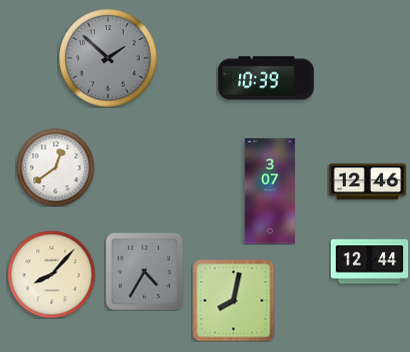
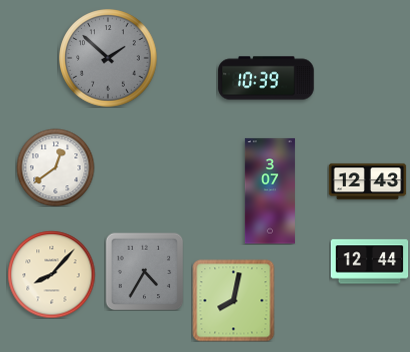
clock at (367, 182): 12:46 -> 12:43
